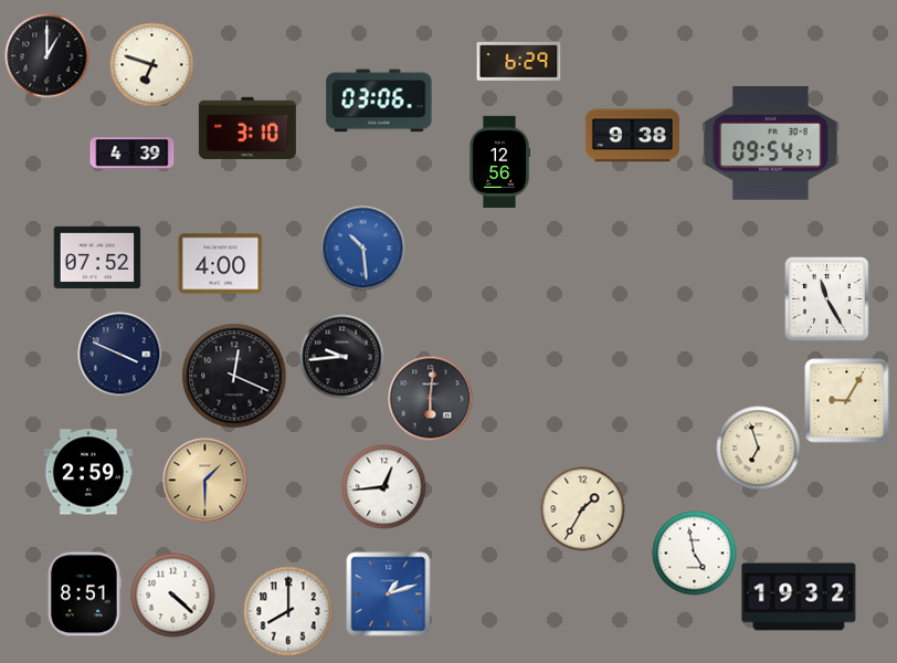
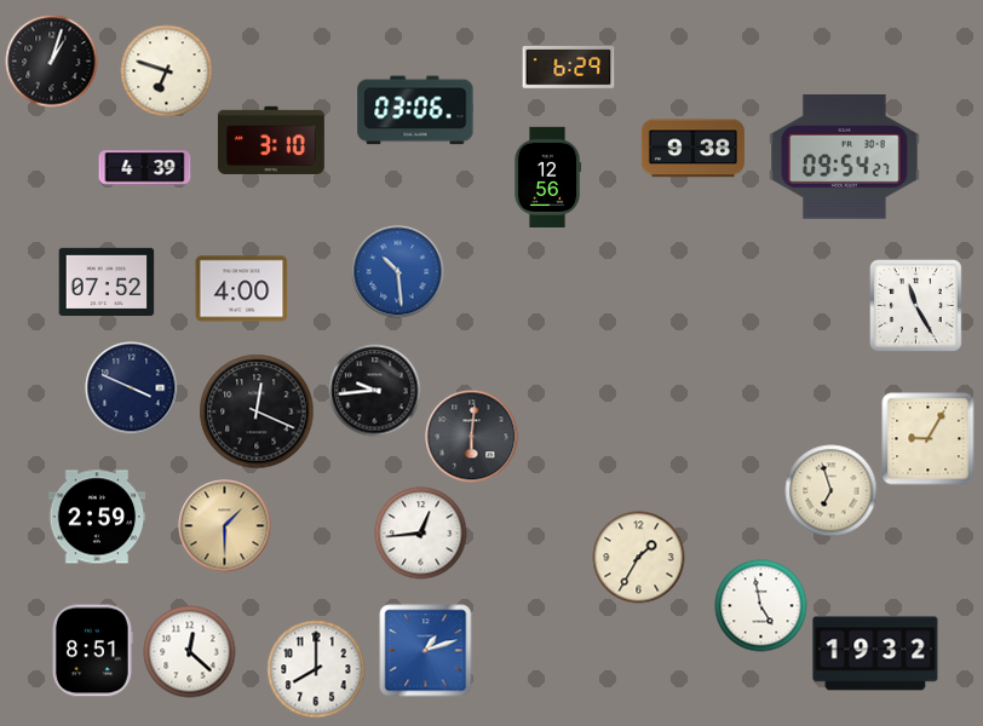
clock at (48, 56): 1:00 -> 1:03
clock at (826, 298) position: (826, 298) -> (915, 305)
clock at (173, 596): 4:22 -> 12:22
